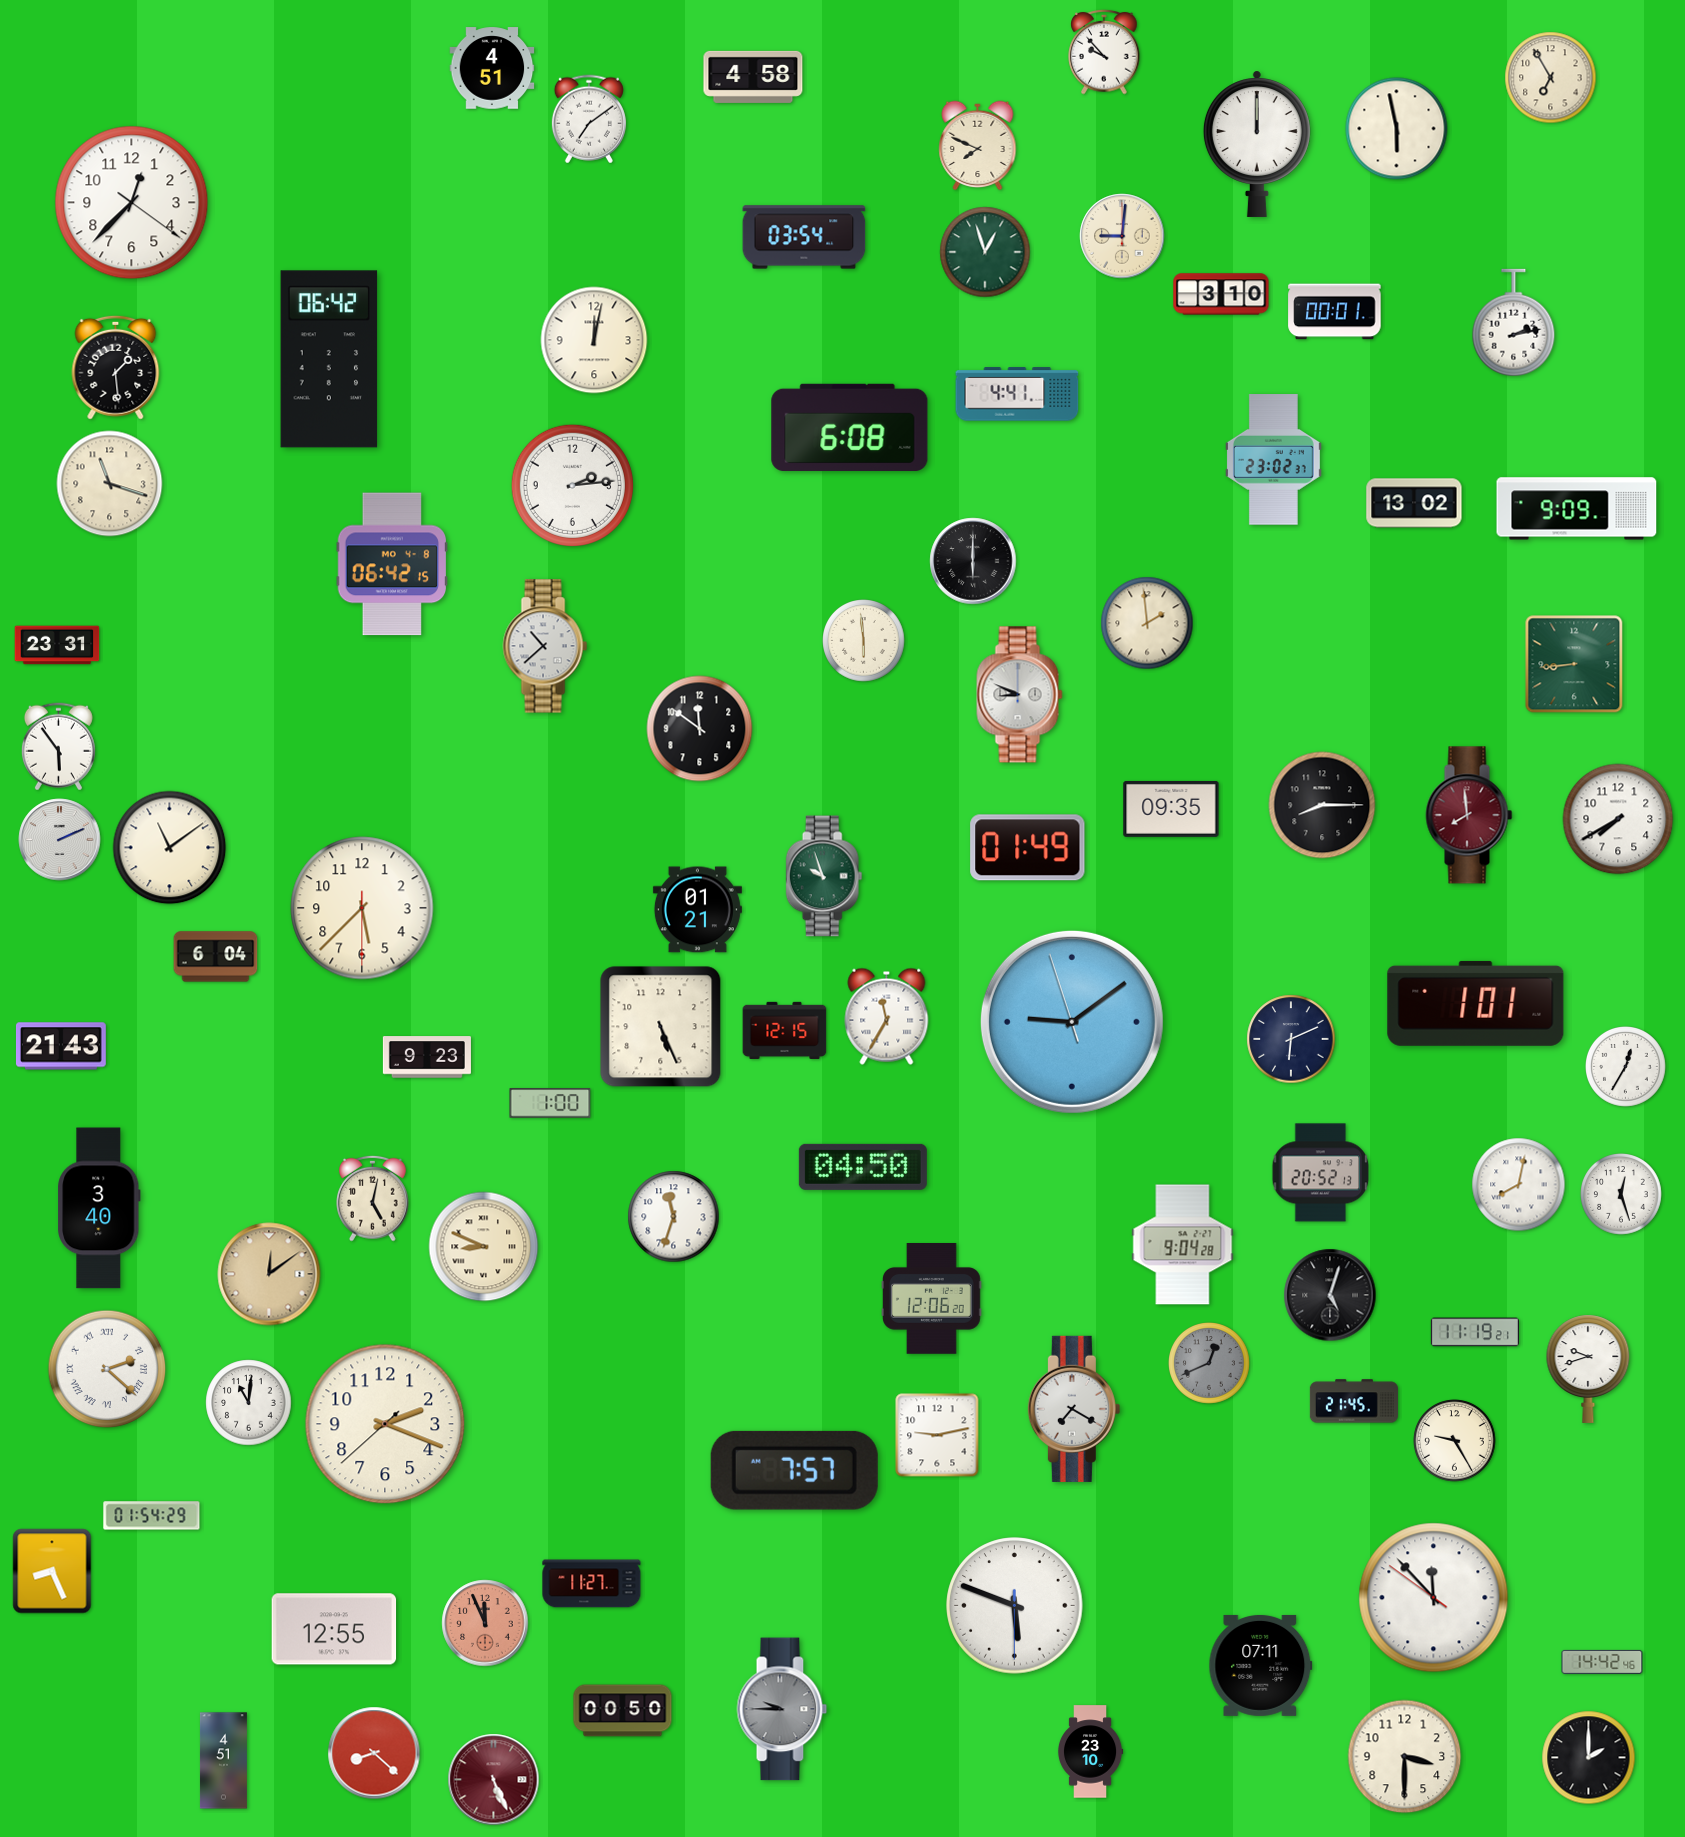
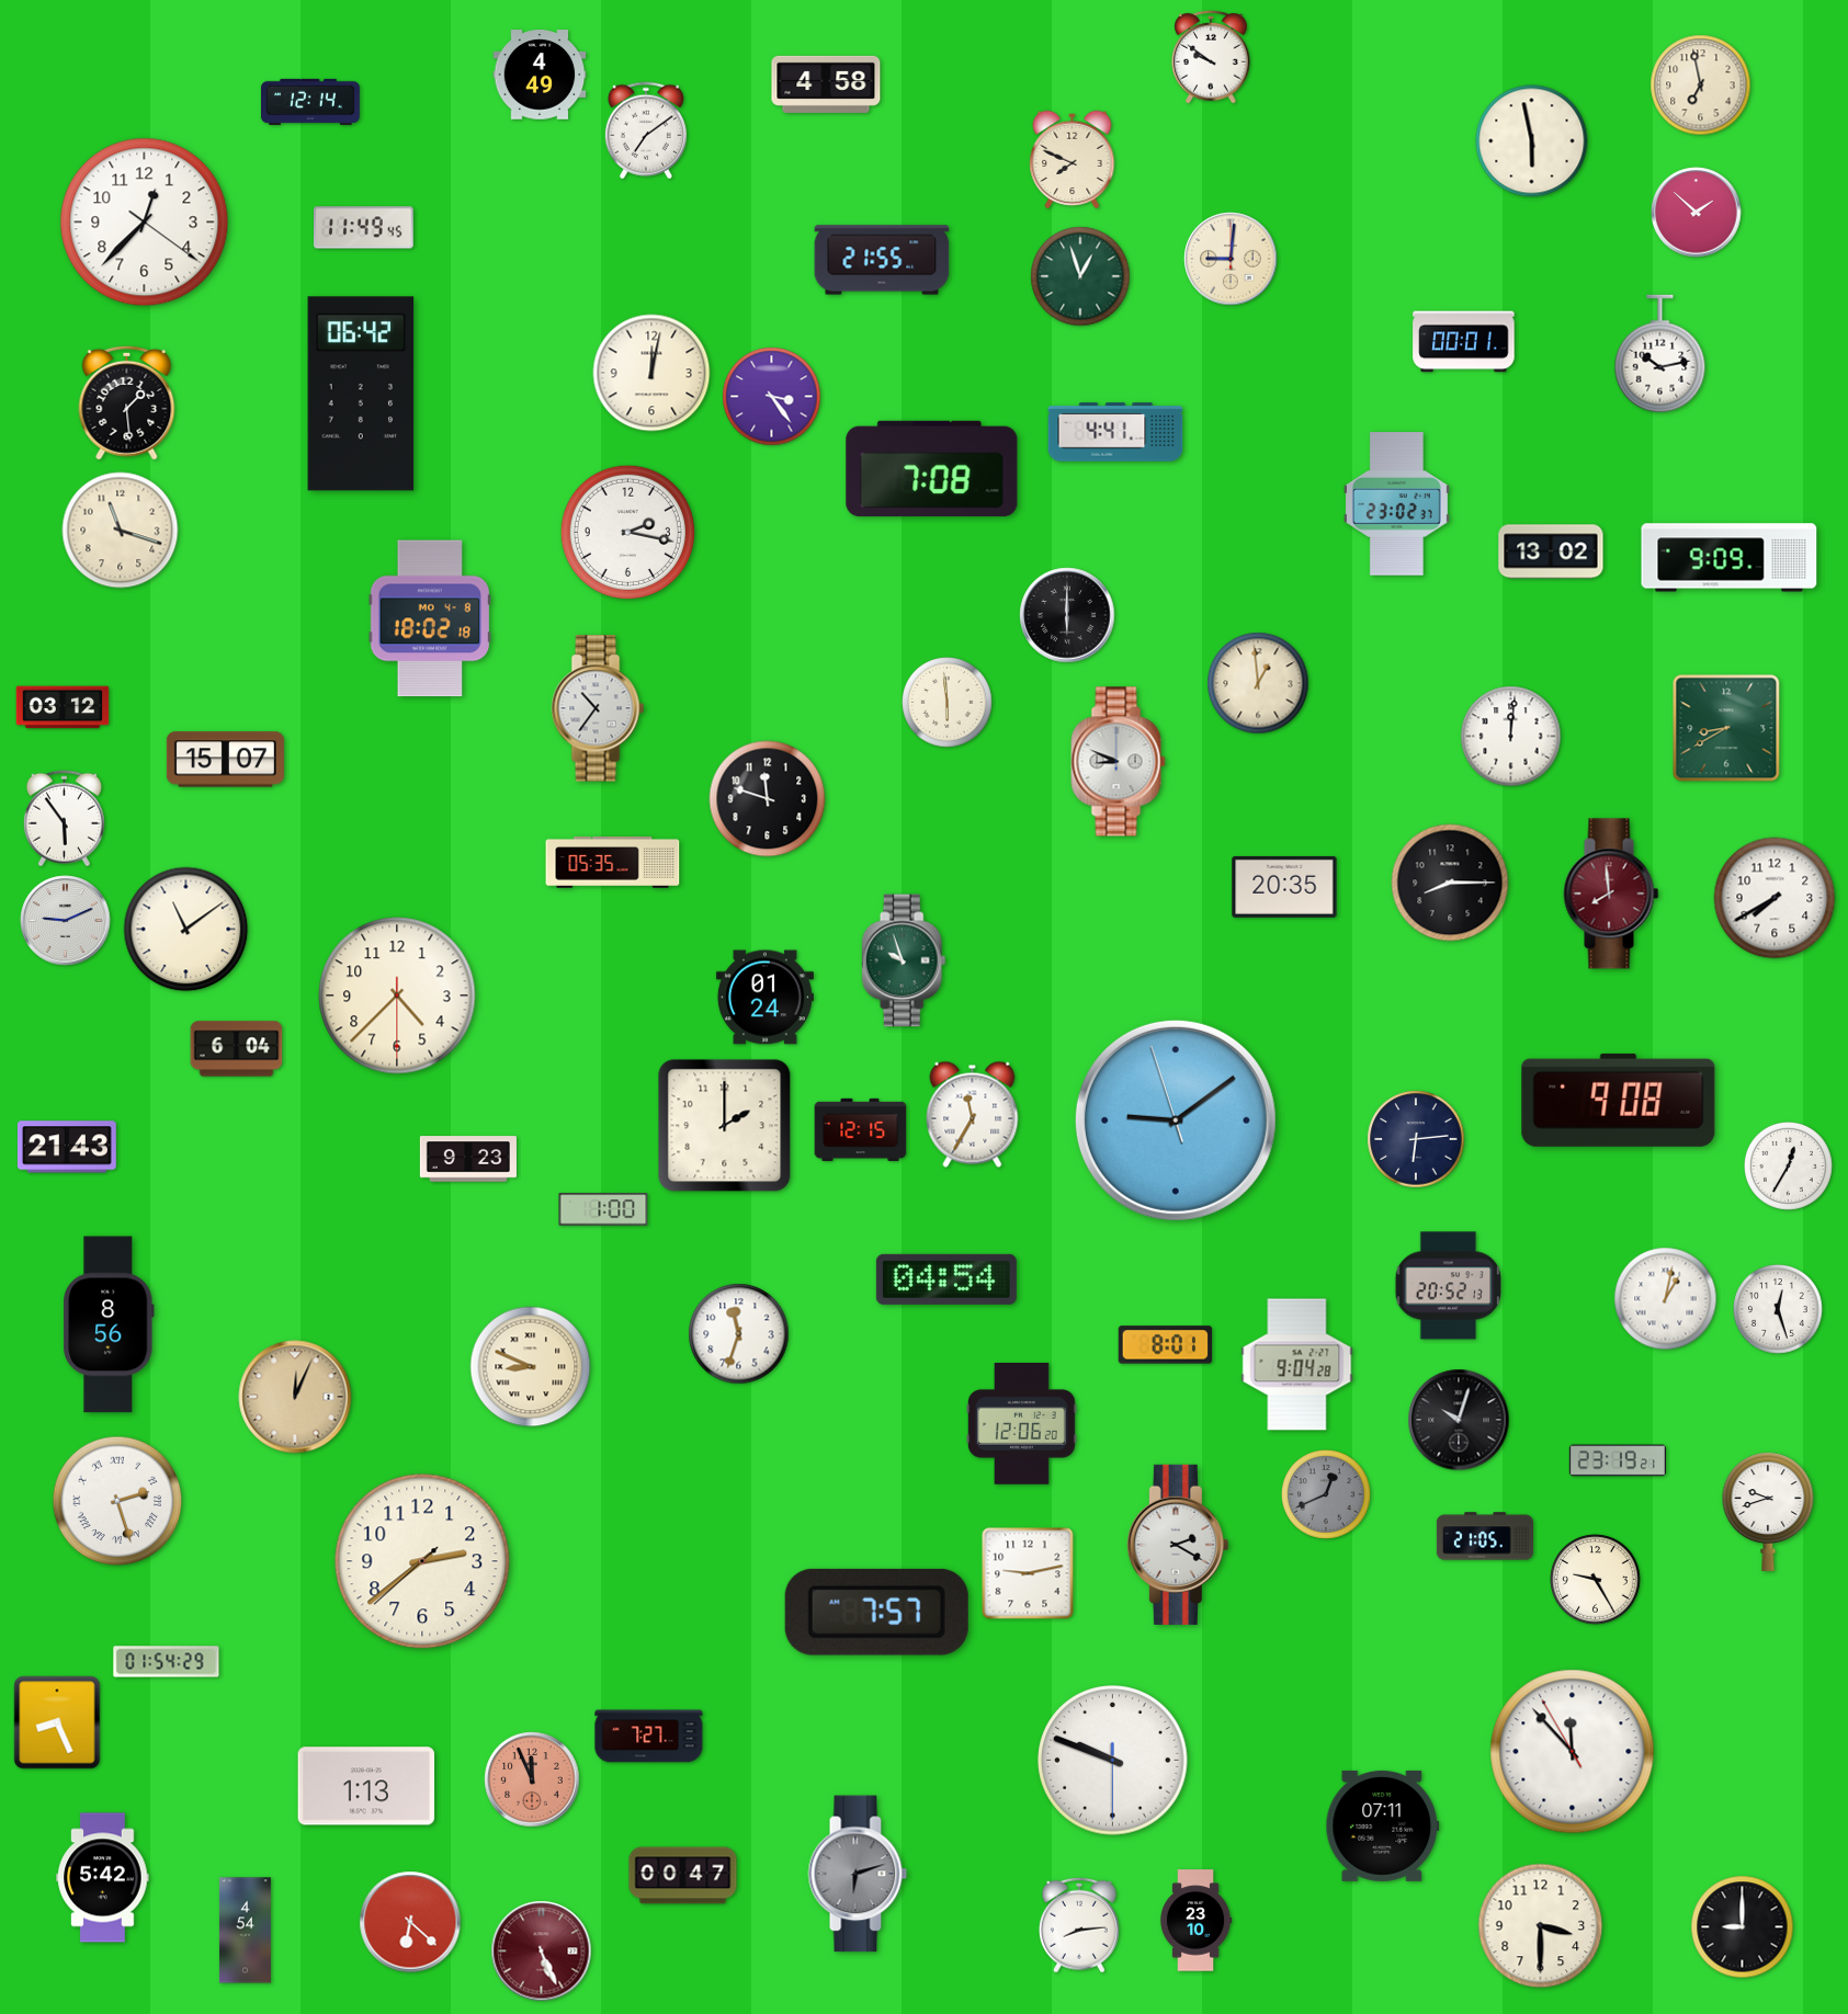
clock at (1104, 52): 9:53 -> 9:51
clock at (492, 68): 4:51 -> 4:49
clock at (1551, 78): 6:55 -> 6:58
clock at (310, 102): none -> 12:14
clock at (1257, 144): 12:00 -> none
clock at (1697, 213): none -> 1:52
clock at (364, 228): none -> 11:49
clock at (804, 237): 03:54 -> 21:55
clock at (1221, 294): 3:10 -> none
clock at (1514, 323): 2:13 -> 10:13
clock at (772, 397): none -> 3:24
clock at (850, 427): 6:08 -> 7:08
clock at (572, 485): 2:14 -> 2:17
clock at (392, 564): 06:42 -> 18:02
clock at (1147, 623): 1:59 -> 12:59
clock at (57, 645): 23:31 -> 03:12
clock at (545, 646): 10:38 -> 10:36
clock at (1574, 664): 8:44 -> 8:40
clock at (1511, 737): none -> 12:01
clock at (225, 760): none -> 15:07
clock at (700, 729): 11:51 -> 11:48
clock at (613, 863): none -> 05:35
clock at (1171, 809): 09:35 -> 20:35
clock at (60, 840): 2:11 -> 9:11
clock at (1028, 848): 01:49 -> none
clock at (362, 908): 5:37 -> 4:37
clock at (697, 910): 01:21 -> 01:24
clock at (1476, 1003): 1:01 -> 9:08
clock at (661, 1027): 5:26 -> 2:00
clock at (1291, 1039): 6:11 -> 6:14
clock at (1626, 1067) position: (1626, 1067) -> (1789, 1167)
clock at (863, 1167): 04:50 -> 04:54
clock at (1519, 1185): 8:02 -> 1:02
clock at (373, 1198): 5:02 -> none
clock at (99, 1208): 3:40 -> 8:56
clock at (1166, 1345): none -> 8:01
clock at (269, 1274): 12:09 -> 12:04
clock at (1330, 1295): 5:03 -> 10:03
clock at (1475, 1332): 11:19 -> 23:19
clock at (107, 1369): 2:22 -> 2:27
clock at (1588, 1369) position: (1588, 1369) -> (1768, 1512)
clock at (1354, 1401): 21:45 -> 21:05
clock at (249, 1403): 11:01 -> none
clock at (1074, 1409): 7:20 -> 2:20
clock at (385, 1424): 2:18 -> 2:38
clock at (794, 1470) position: (794, 1470) -> (876, 1612)
clock at (592, 1584): 11:27 -> 7:27
clock at (1434, 1598): 11:52:51 -> 11:52:55
clock at (1015, 1606): 5:48 -> 9:48
clock at (334, 1629): 12:55 -> 1:13
clock at (1602, 1662): 14:42 -> none
clock at (782, 1709): 9:45 -> 6:12
clock at (623, 1711): 00:50 -> 00:47
clock at (103, 1878): none -> 5:42
clock at (374, 1753): 8:22 -> 6:22
clock at (1079, 1925): none -> 8:14
clock at (1589, 1758): 2:00 -> 9:00
clock at (223, 1761): 4:51 -> 4:54
